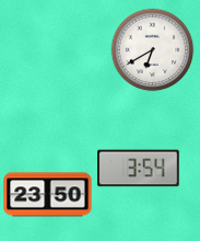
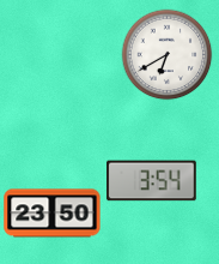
clock at (139, 169) position: (139, 169) -> (152, 181)
